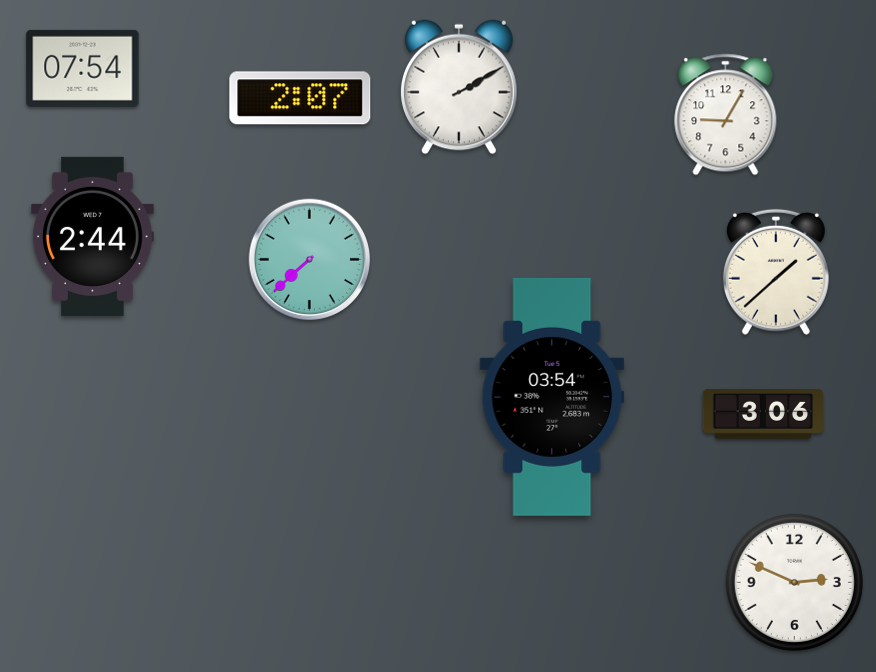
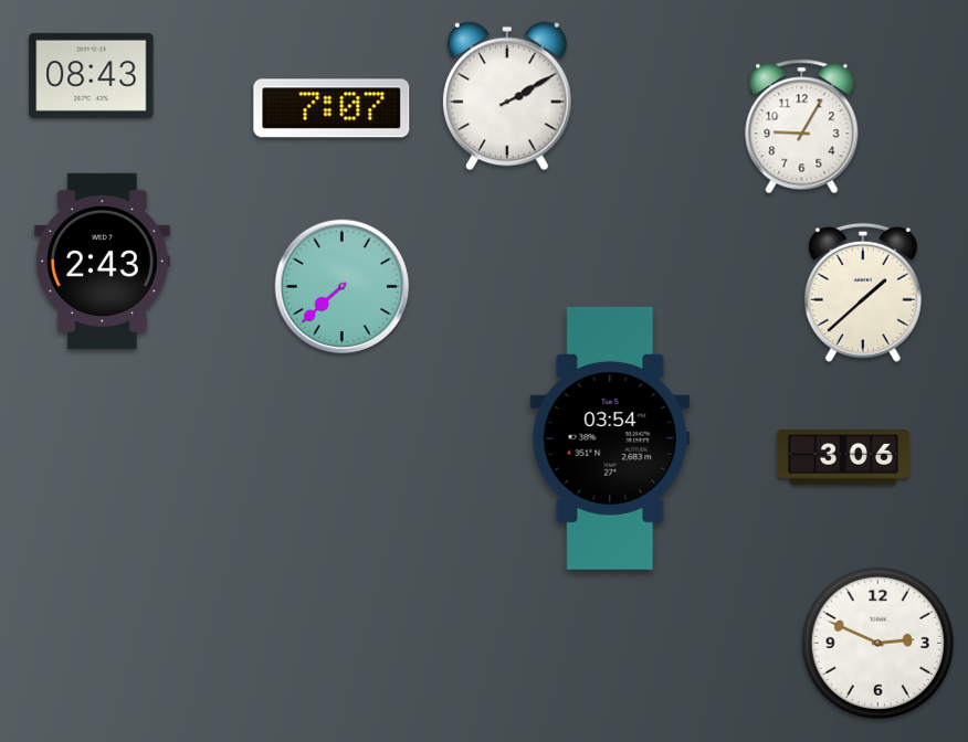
clock at (83, 68): 07:54 -> 08:43
clock at (300, 98): 2:07 -> 7:07
clock at (92, 236): 2:44 -> 2:43
clock at (776, 272) position: (776, 272) -> (863, 293)
